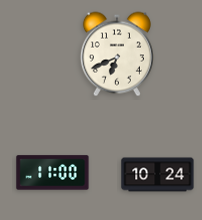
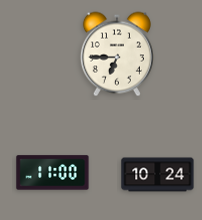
clock at (117, 54): 6:41 -> 6:45
